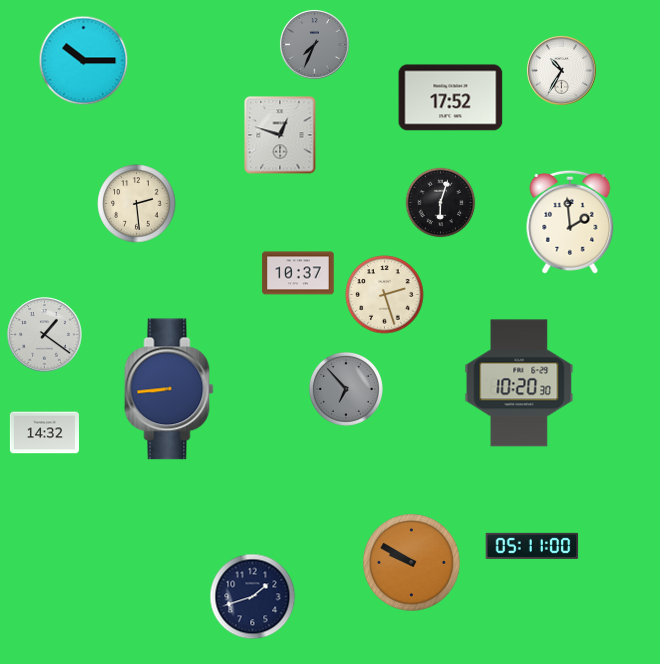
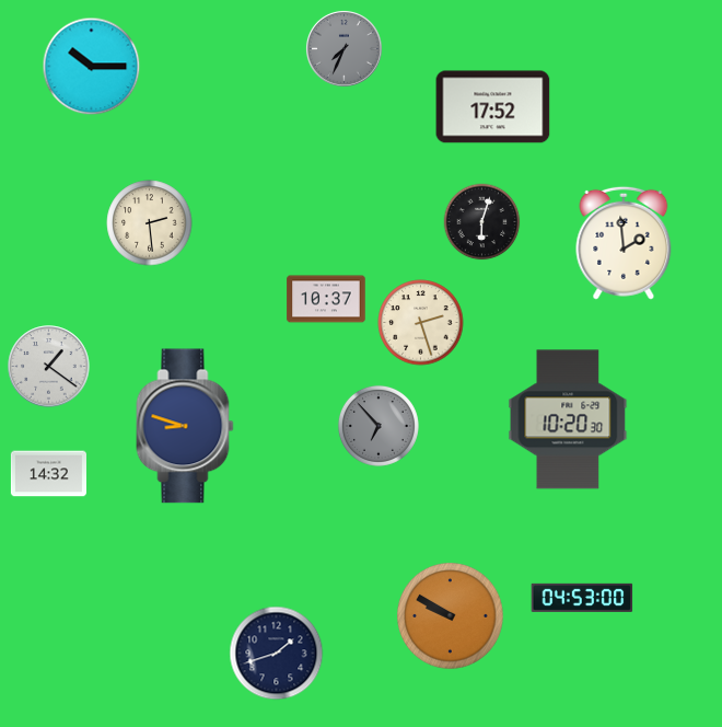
clock at (561, 70): 10:35 -> none
clock at (280, 135): 12:48 -> none
clock at (169, 389): 8:44 -> 8:48
clock at (532, 546): 05:11 -> 04:53
